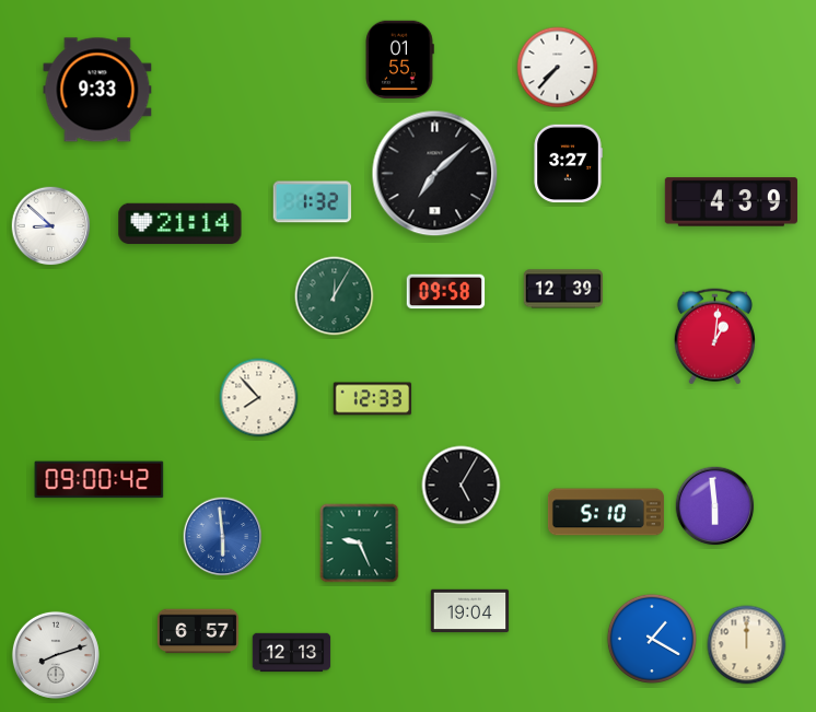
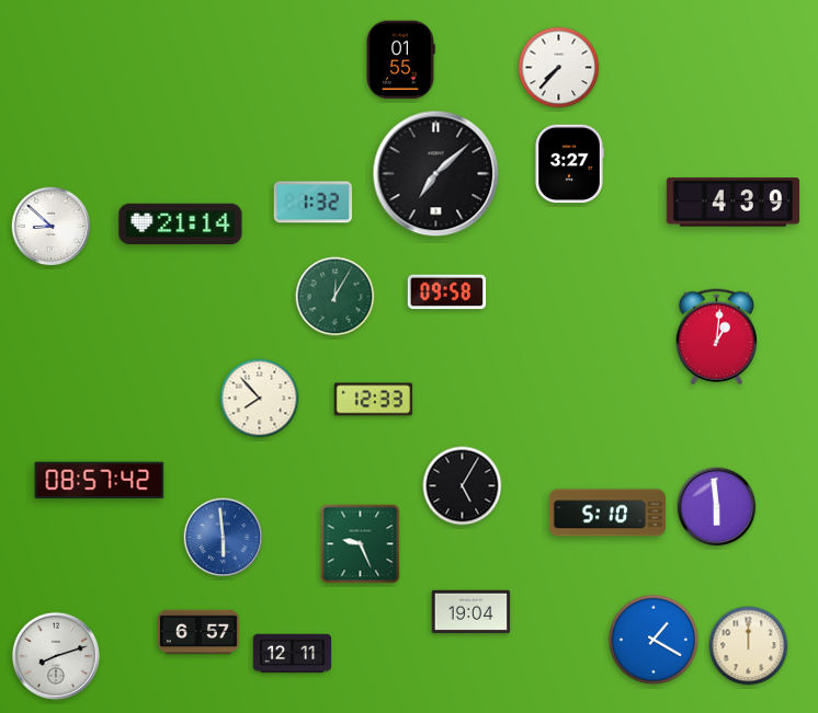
clock at (97, 90): 9:33 -> none
clock at (562, 289): 12:39 -> none
clock at (100, 480): 09:00 -> 08:57
clock at (292, 653): 12:13 -> 12:11
